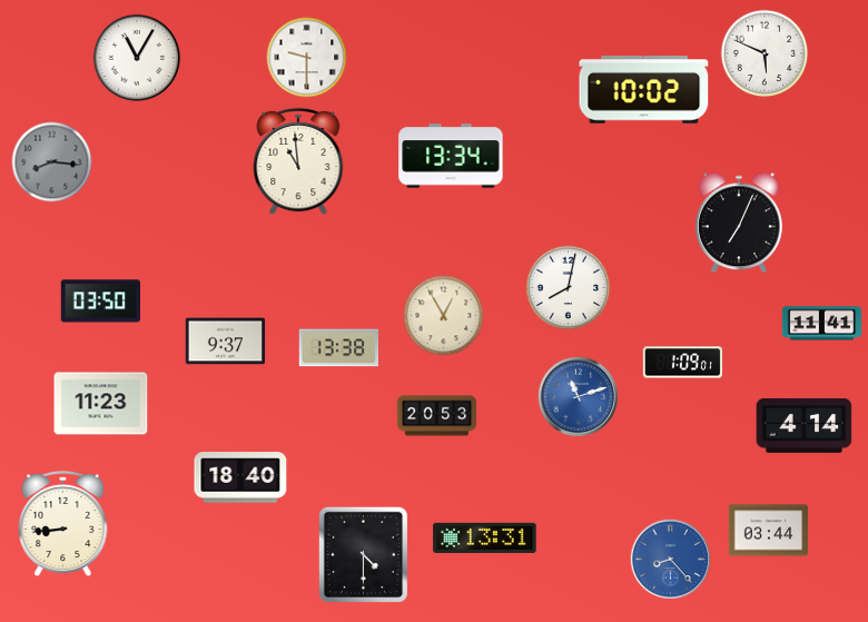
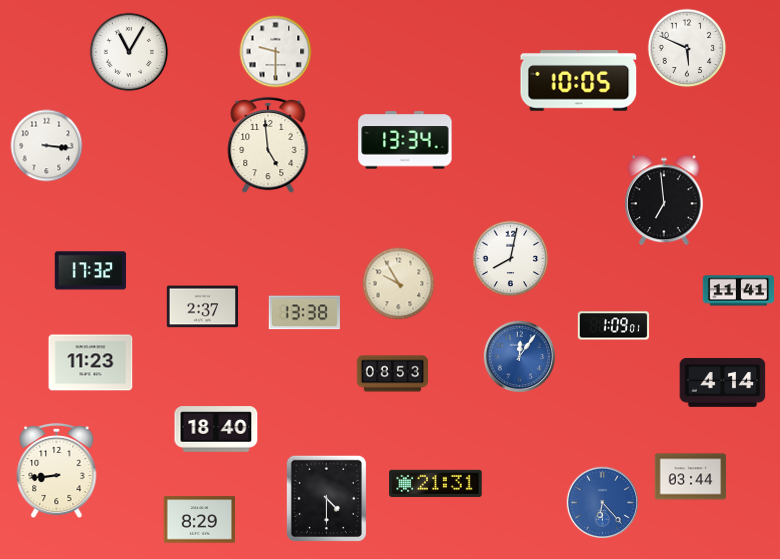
clock at (137, 58) position: (137, 58) -> (129, 52)
clock at (644, 90): 10:02 -> 10:05
clock at (298, 161): 10:59 -> 4:59
clock at (52, 162): 8:16 -> 3:16
clock at (52, 162) dial: grey -> white
clock at (739, 223): 7:04 -> 6:59
clock at (100, 302): 03:50 -> 17:32
clock at (444, 316): 12:55 -> 9:55
clock at (226, 342): 9:37 -> 2:37
clock at (579, 397): 11:12 -> 12:06
clock at (437, 416): 20:53 -> 08:53
clock at (485, 537): 13:31 -> 21:31
clock at (671, 560): 8:23 -> 6:23
clock at (200, 520): none -> 8:29
